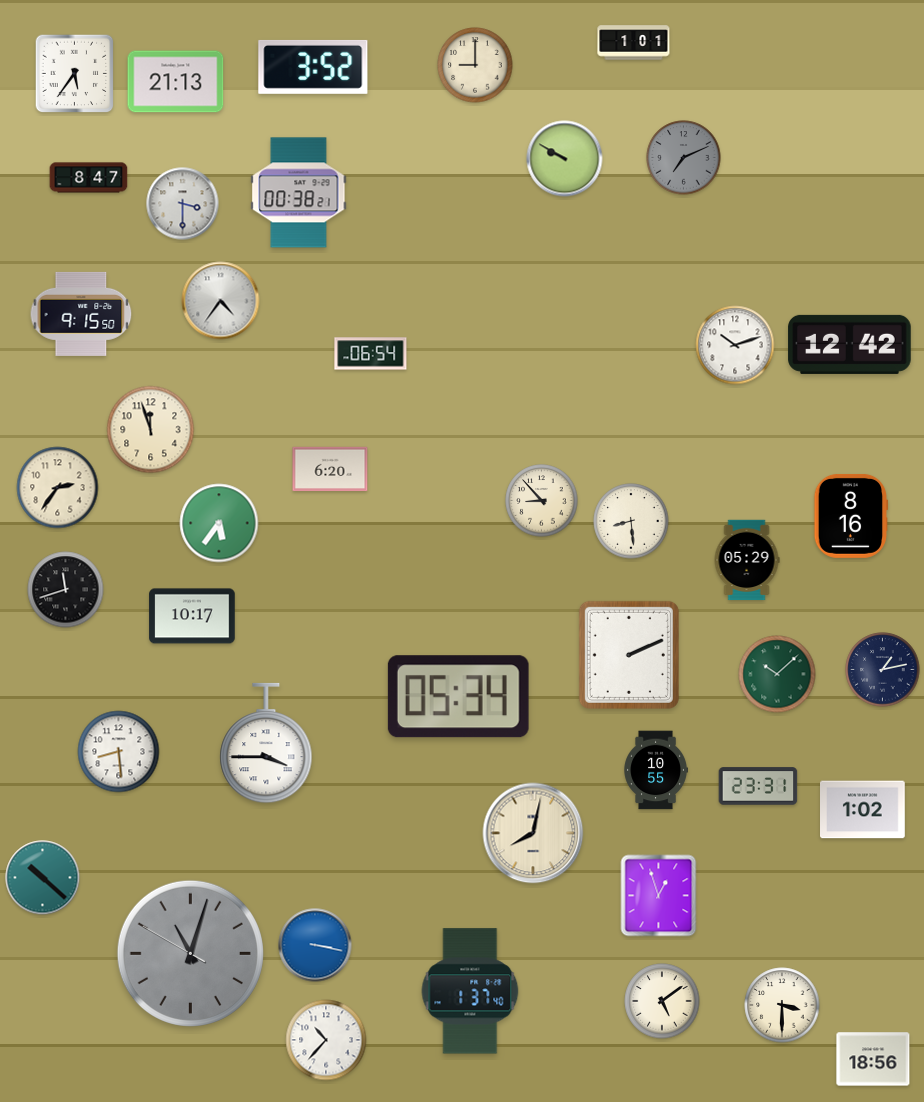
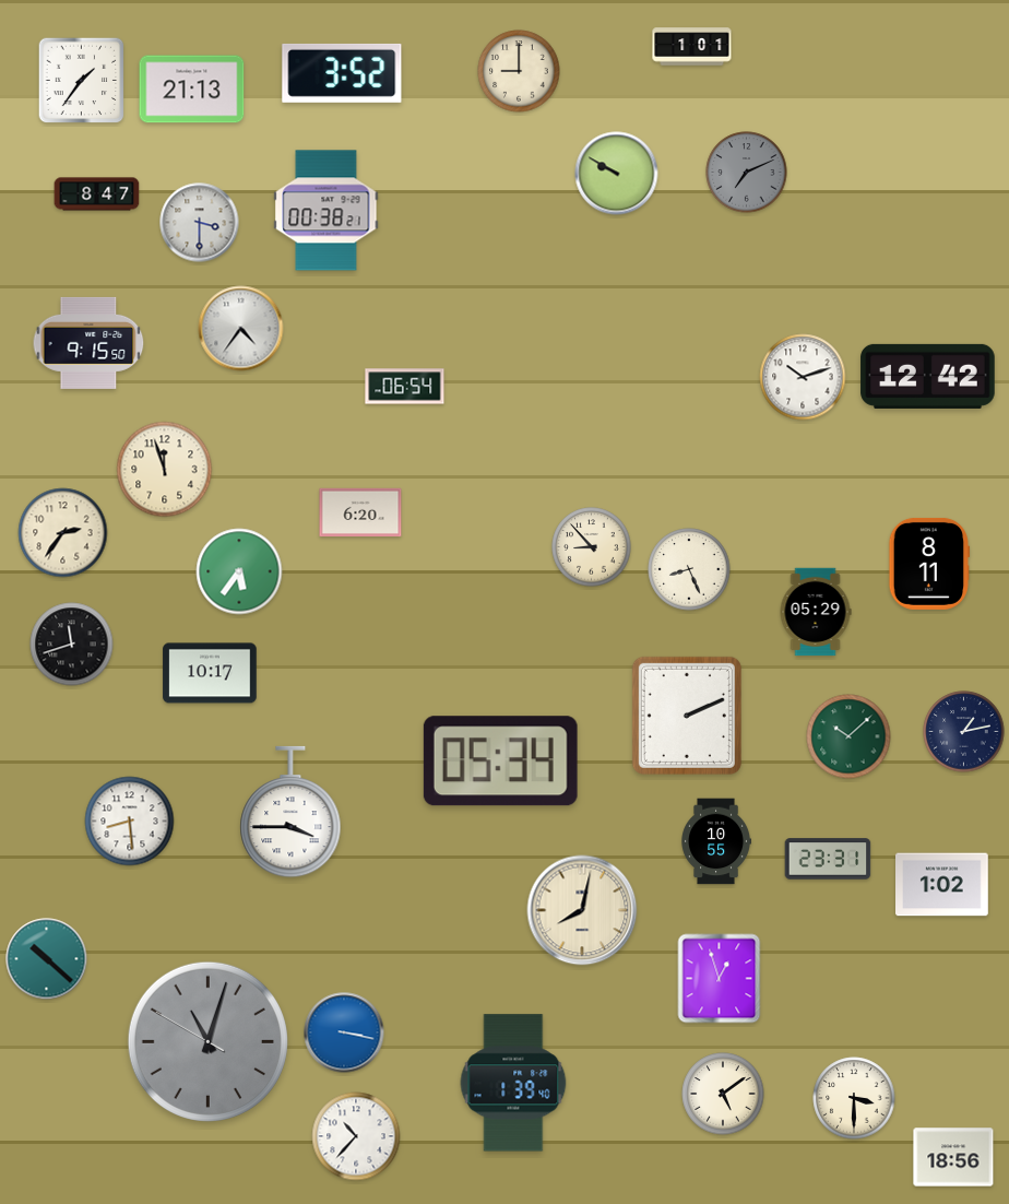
clock at (75, 74): 5:36 -> 1:36
clock at (851, 516): 8:16 -> 8:11
clock at (631, 521): 8:29 -> 8:26
clock at (470, 991): 1:37 -> 1:39
